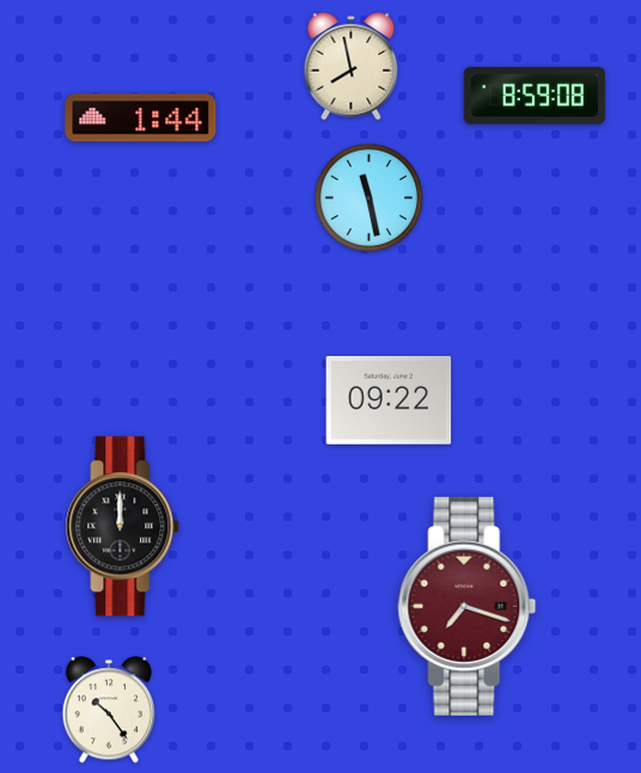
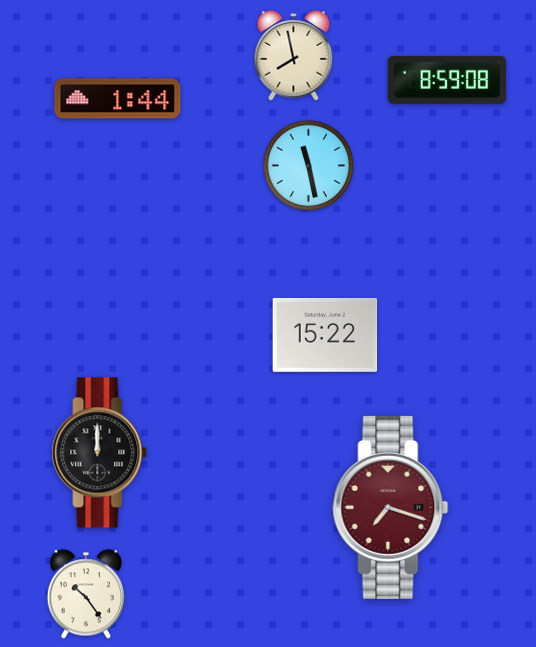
clock at (389, 400): 09:22 -> 15:22
clock at (123, 527) position: (123, 527) -> (100, 453)
clock at (109, 710) position: (109, 710) -> (86, 594)
